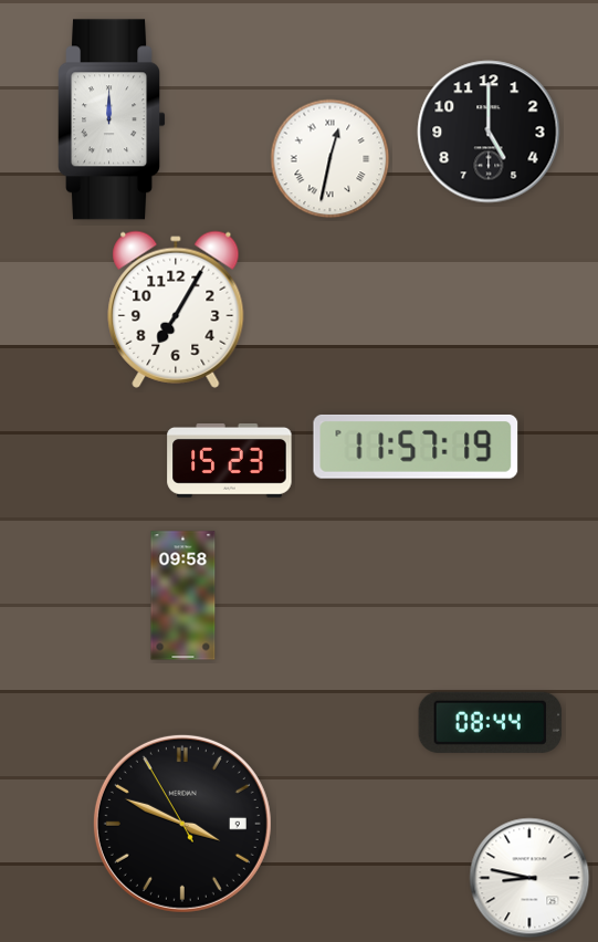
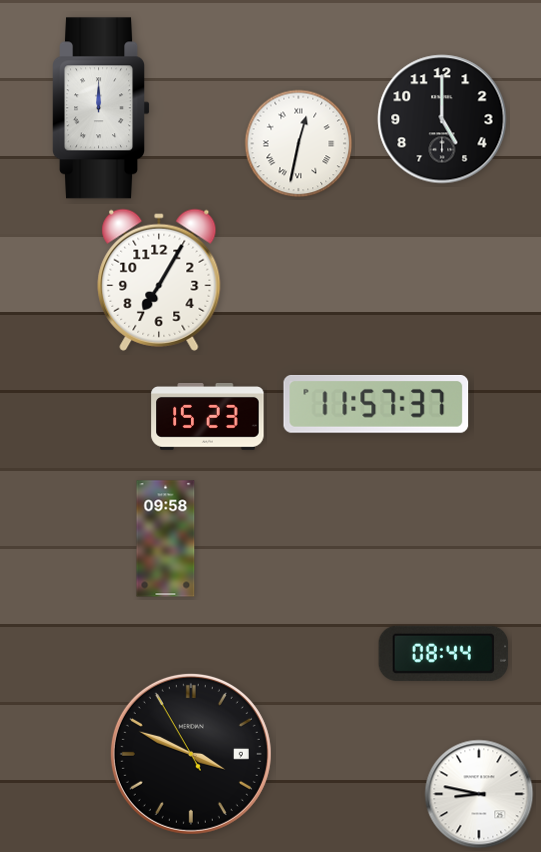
clock at (416, 447): 11:57:19 -> 11:57:37
clock at (182, 824) position: (182, 824) -> (191, 754)
